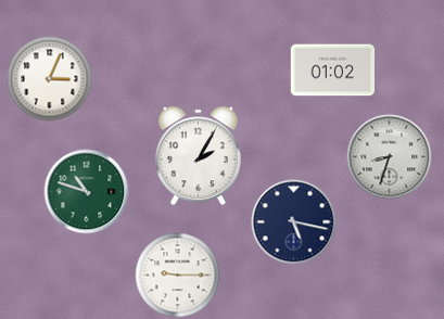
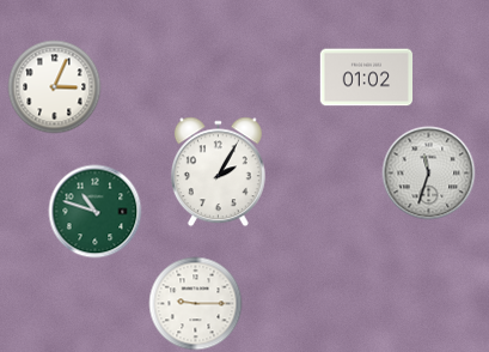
clock at (389, 156): 8:33 -> 11:33
clock at (293, 221): 5:17 -> none
